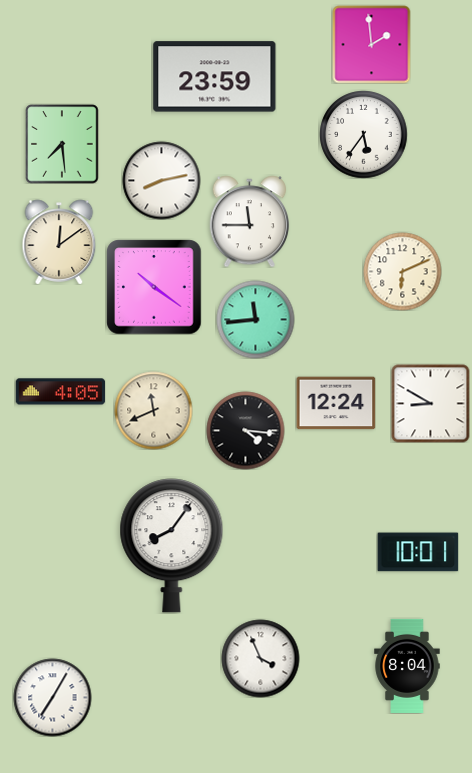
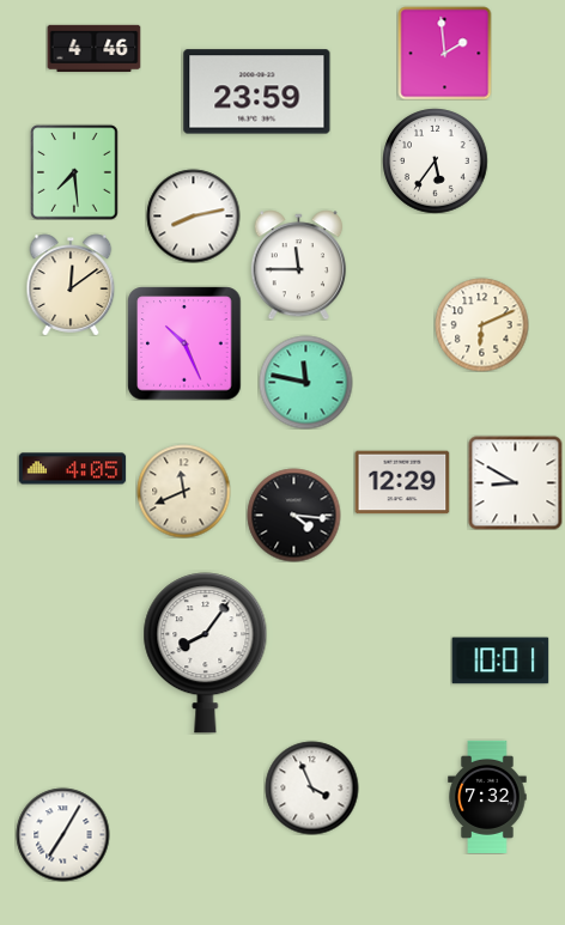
clock at (93, 48): none -> 4:46
clock at (59, 242) position: (59, 242) -> (71, 285)
clock at (154, 287): 10:21 -> 10:26
clock at (255, 319): 11:44 -> 11:47
clock at (336, 403): 12:24 -> 12:29
clock at (407, 666): 8:04 -> 7:32
